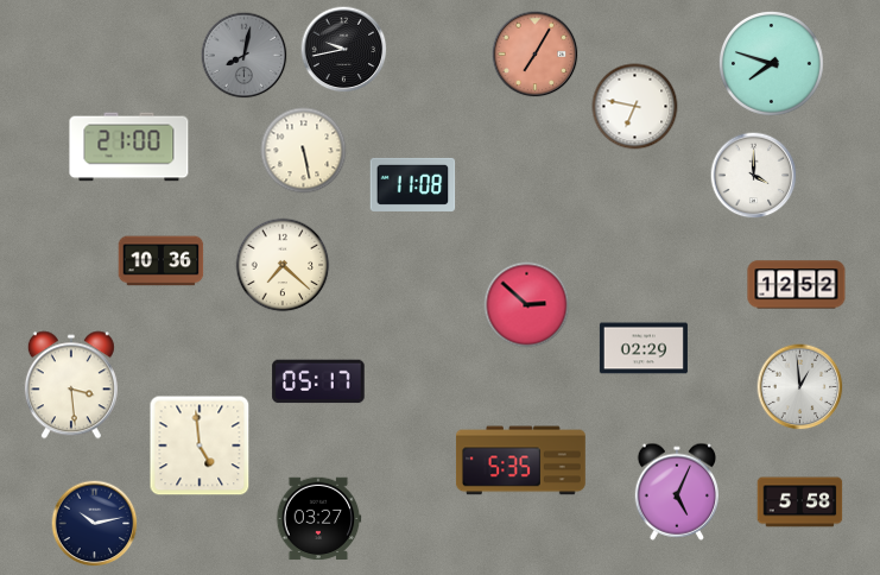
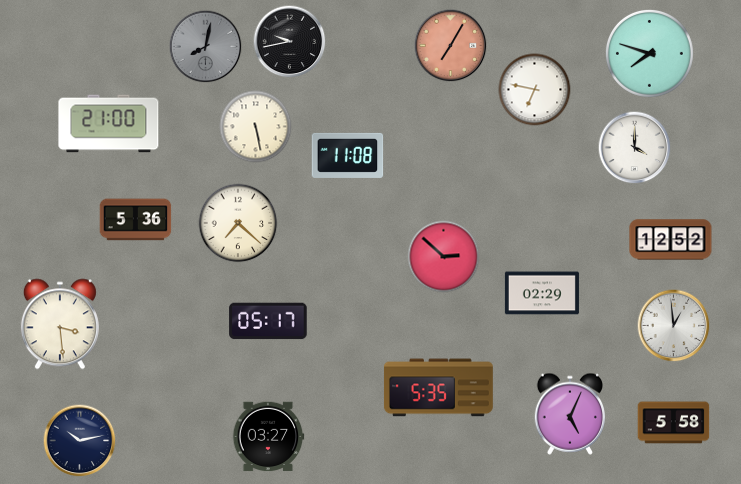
clock at (162, 261): 10:36 -> 5:36
clock at (200, 446): 4:59 -> none
